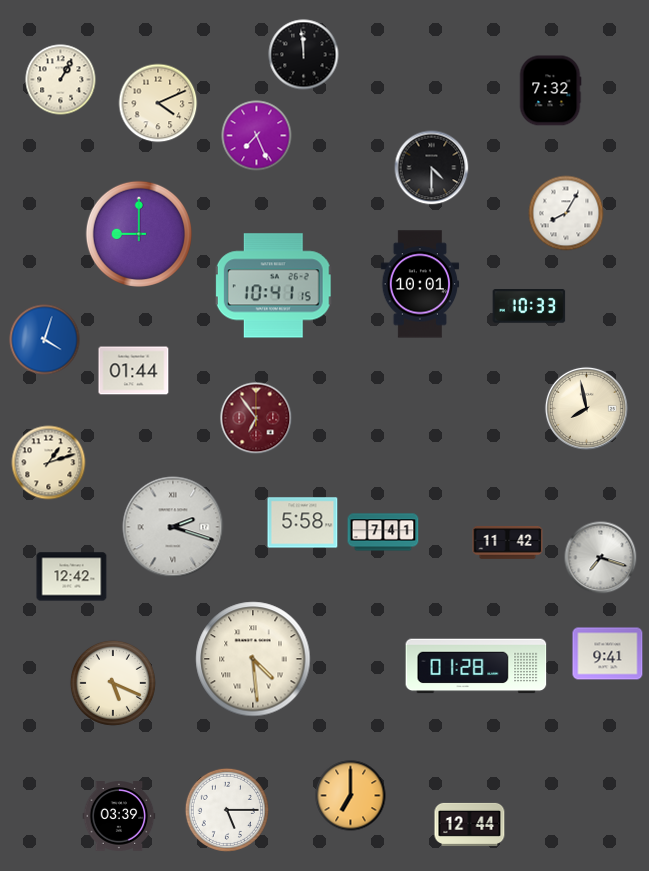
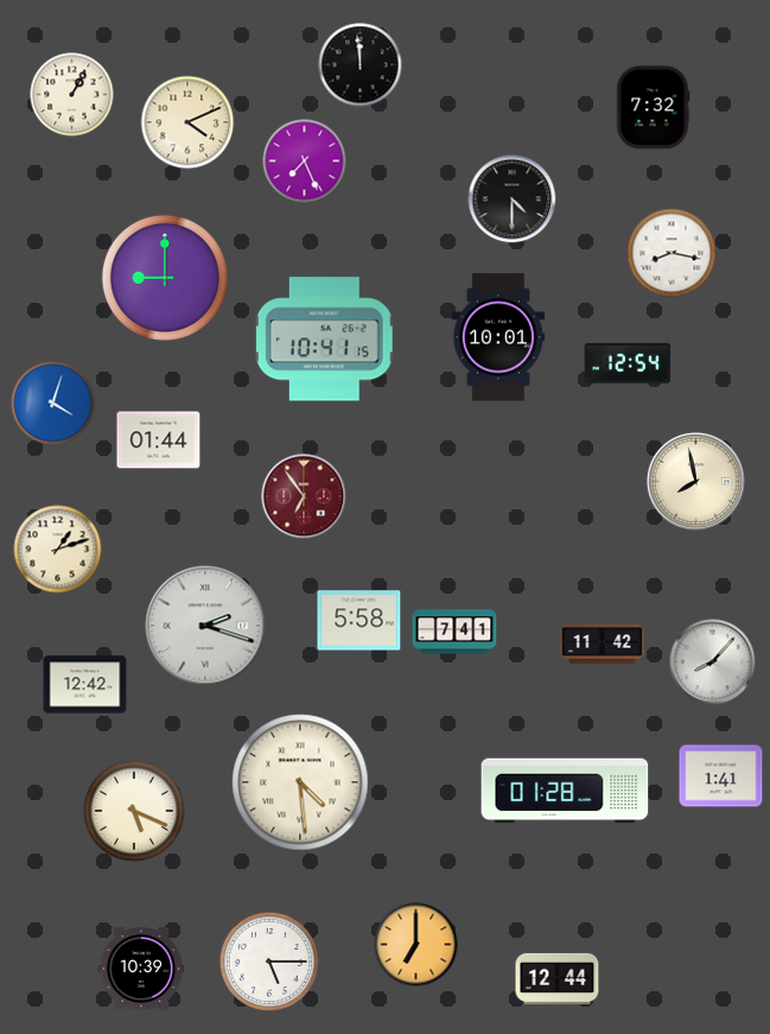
clock at (566, 213): 8:05 -> 8:17
clock at (529, 307): 10:33 -> 12:54
clock at (586, 408) position: (586, 408) -> (695, 481)
clock at (601, 558): 7:18 -> 8:07
clock at (608, 654): 9:41 -> 1:41
clock at (119, 816): 03:39 -> 10:39
